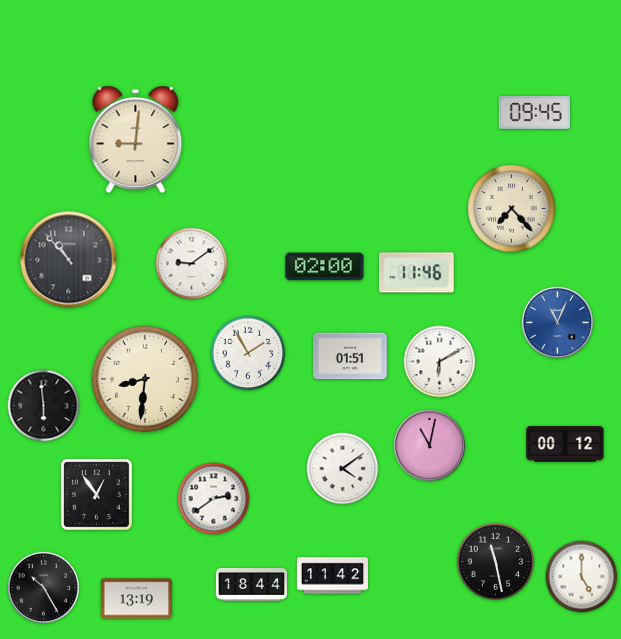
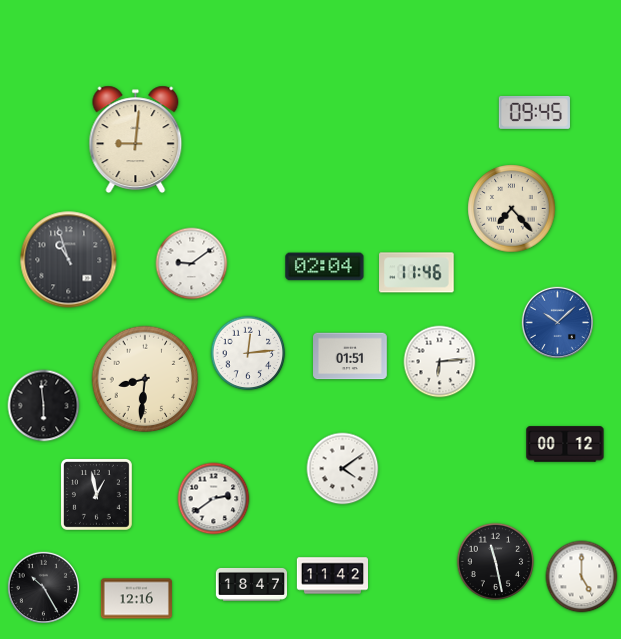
clock at (69, 260): 10:53 -> 10:57
clock at (325, 267): 02:00 -> 02:04
clock at (557, 322): 11:04 -> 10:08
clock at (248, 353): 1:55 -> 12:14
clock at (440, 362): 6:10 -> 6:14
clock at (429, 445): 11:02 -> none
clock at (96, 494): 12:54 -> 12:58
clock at (251, 584): 18:44 -> 18:47
clock at (136, 599): 13:19 -> 12:16
